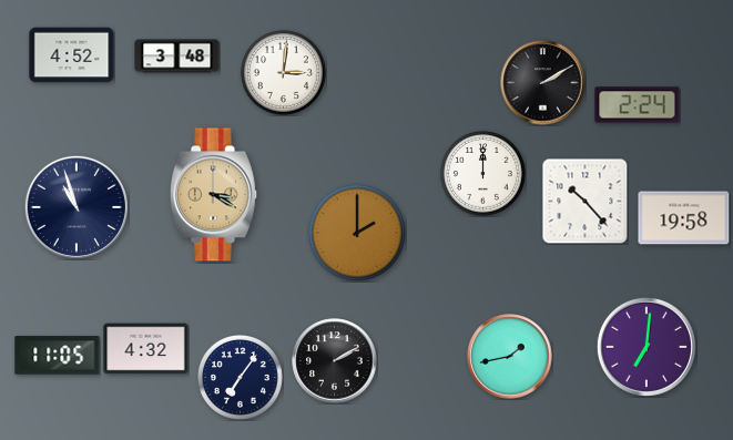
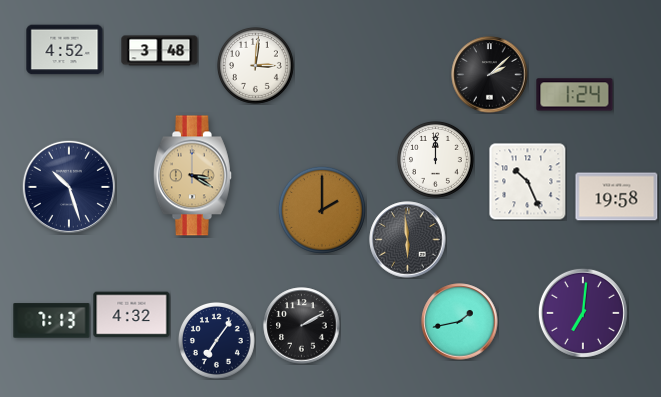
clock at (543, 83): 2:10 -> 2:08
clock at (638, 105): 2:24 -> 1:24
clock at (483, 174) position: (483, 174) -> (436, 160)
clock at (584, 201): 10:23 -> 10:26
clock at (77, 207): 10:57 -> 10:27
clock at (408, 240): none -> 5:59
clock at (58, 356): 11:05 -> 7:13
